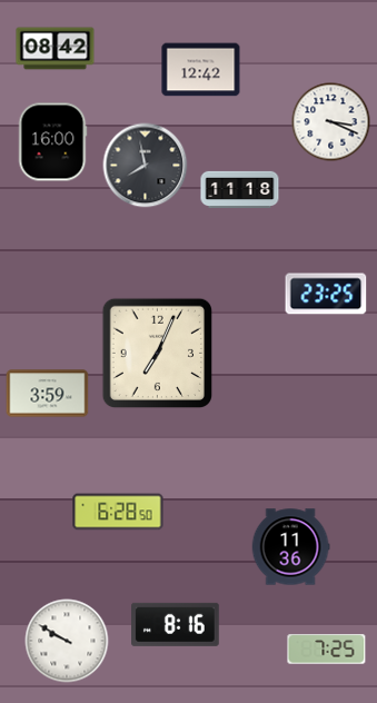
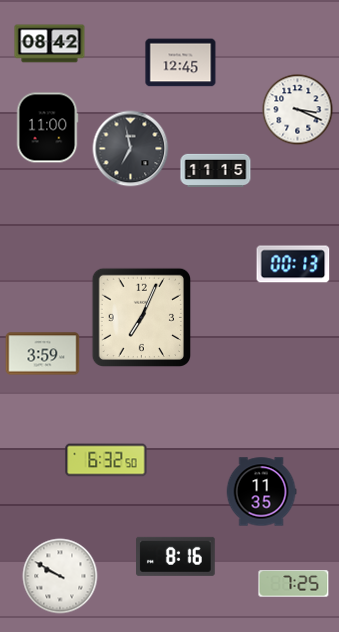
clock at (201, 70): 12:42 -> 12:45
clock at (52, 142): 16:00 -> 11:00
clock at (146, 166): 7:58 -> 6:58
clock at (240, 189): 11:18 -> 11:15
clock at (326, 294): 23:25 -> 00:13
clock at (118, 512): 6:28 -> 6:32
clock at (290, 547): 11:36 -> 11:35
clock at (176, 624) position: (176, 624) -> (176, 556)
